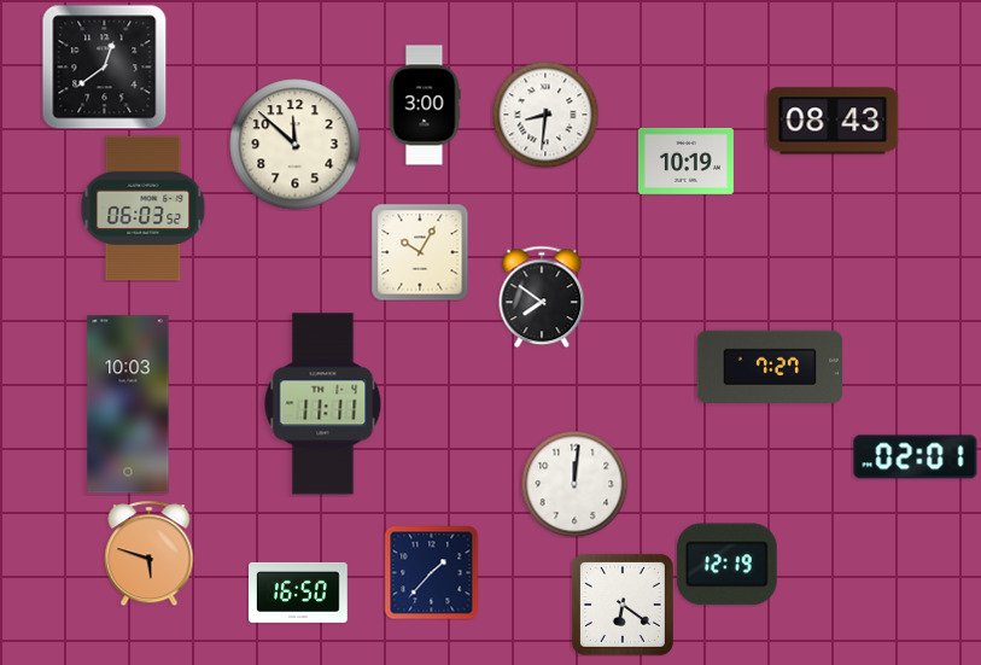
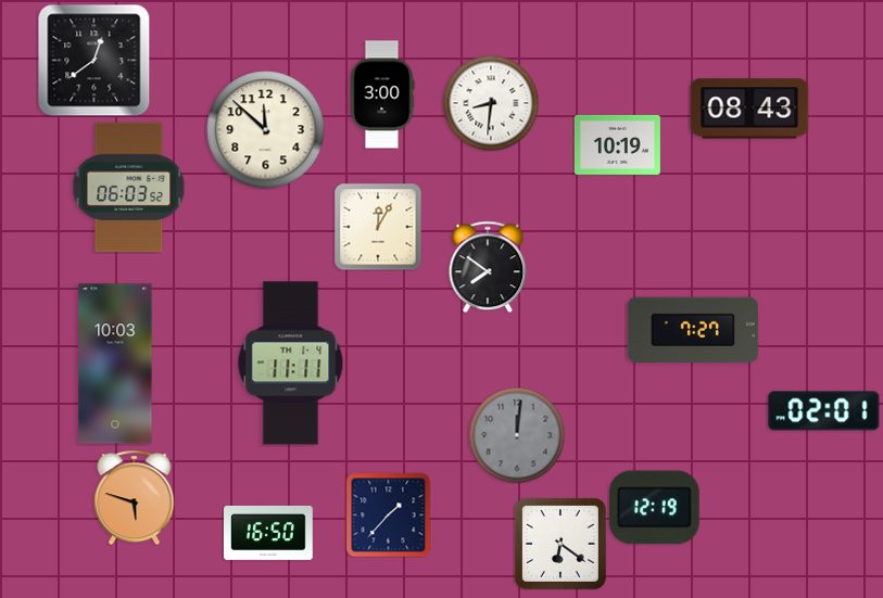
clock at (420, 252): 10:05 -> 12:05
clock at (574, 484) dial: white -> grey
